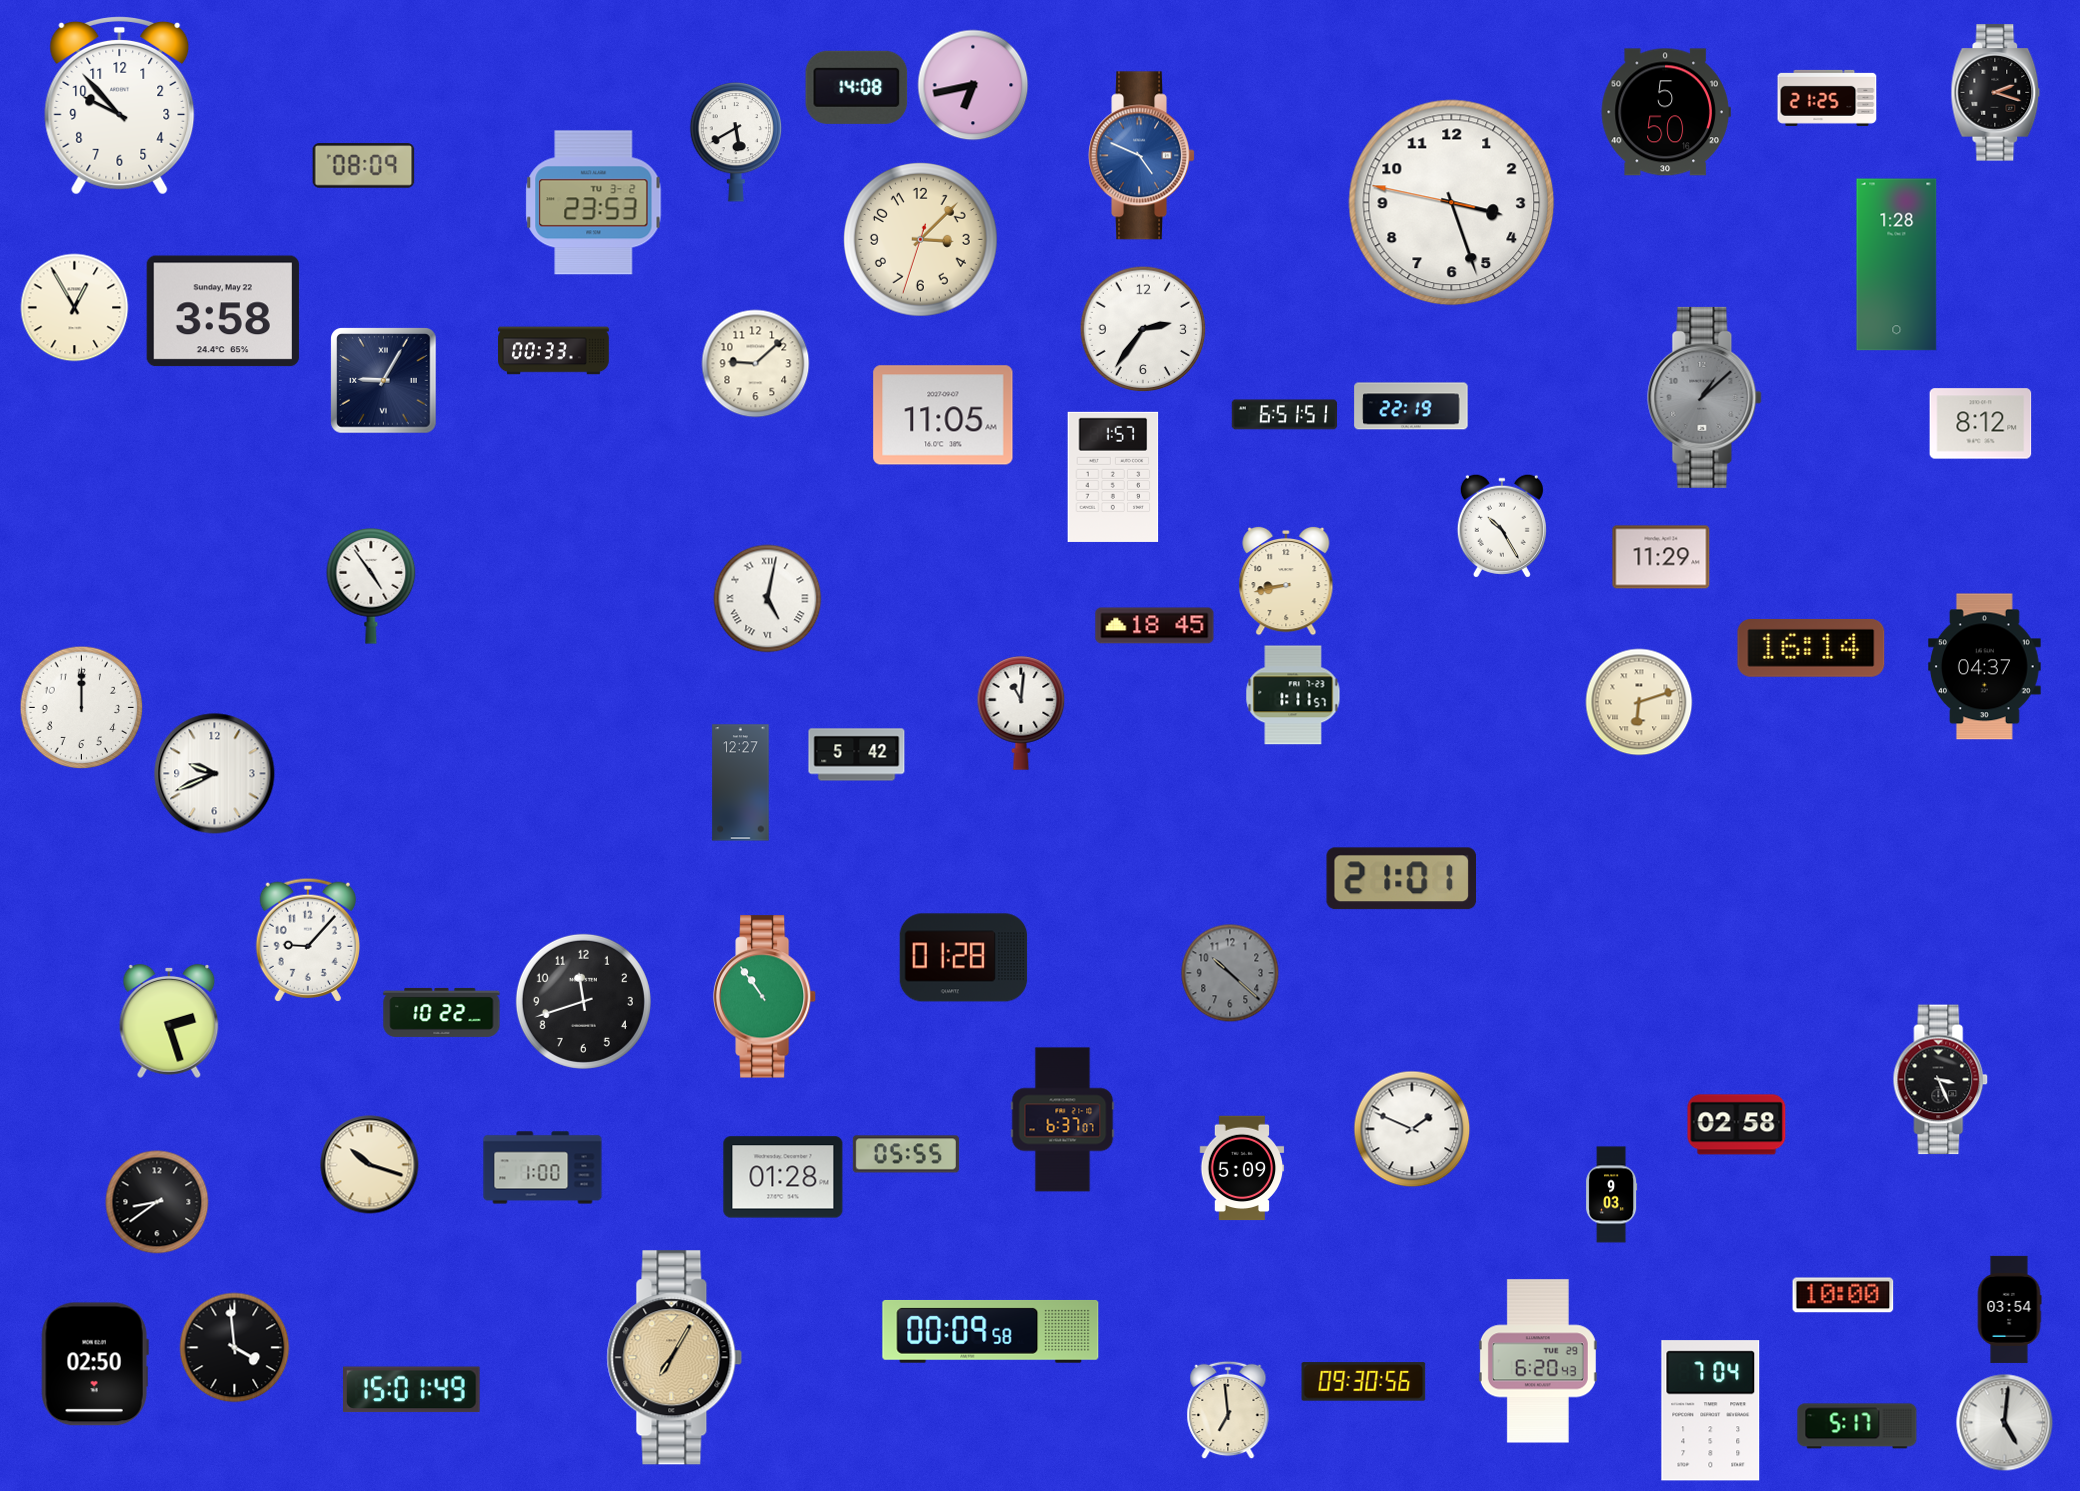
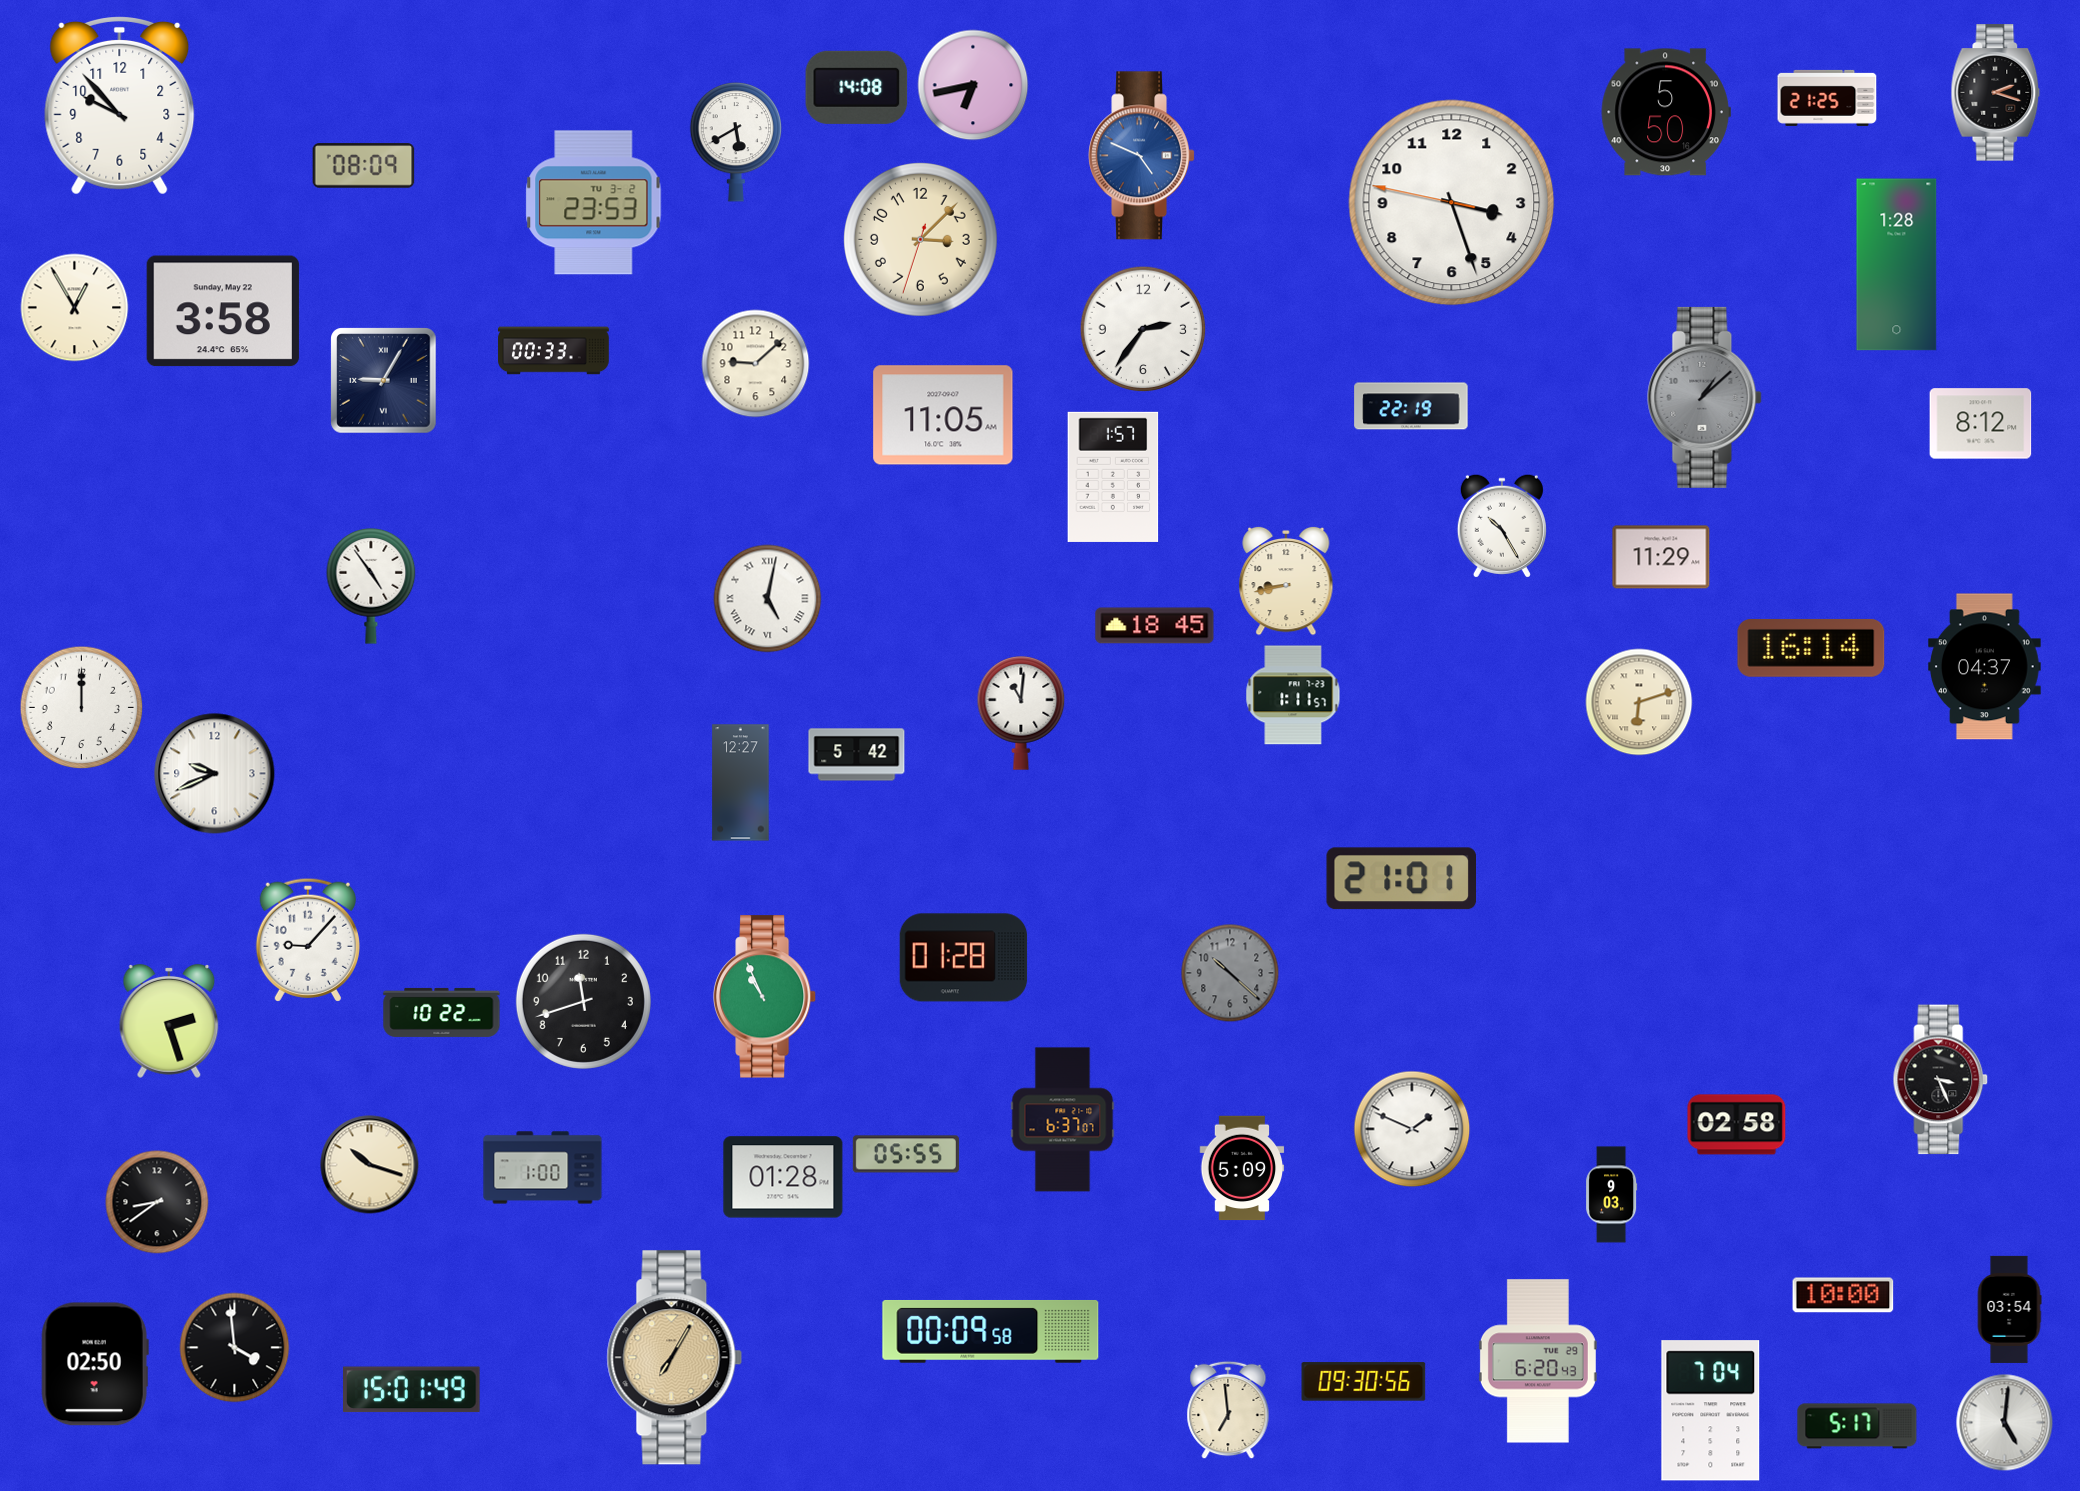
clock at (1284, 415): 6:51 -> none
clock at (766, 997): 10:54 -> 10:56
